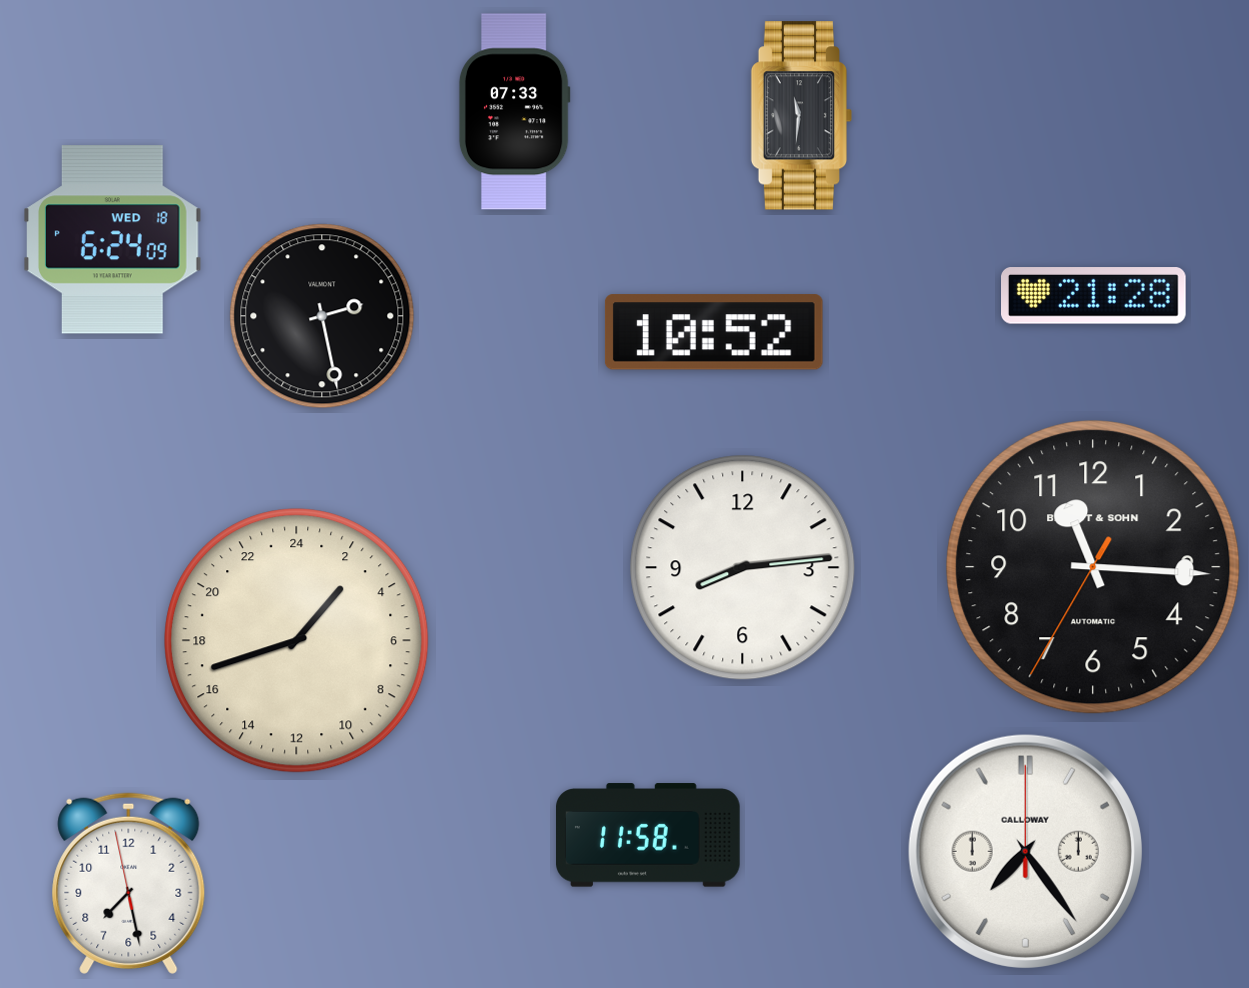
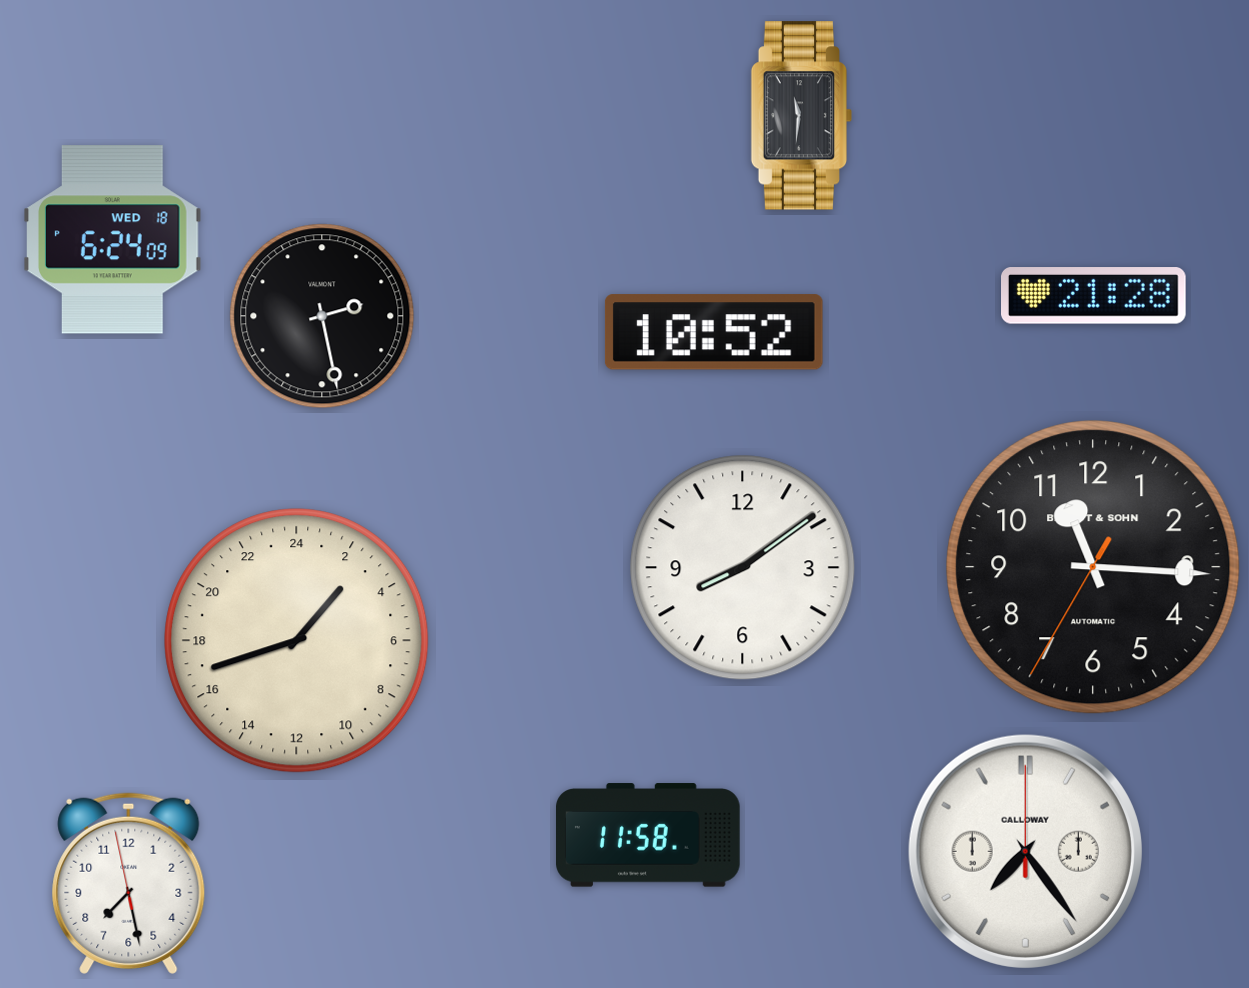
clock at (514, 112): 07:33 -> none
clock at (743, 568): 8:14 -> 8:09
